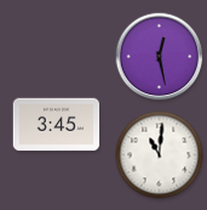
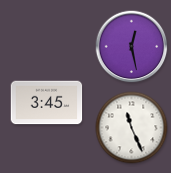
clock at (160, 155): 11:01 -> 11:26
